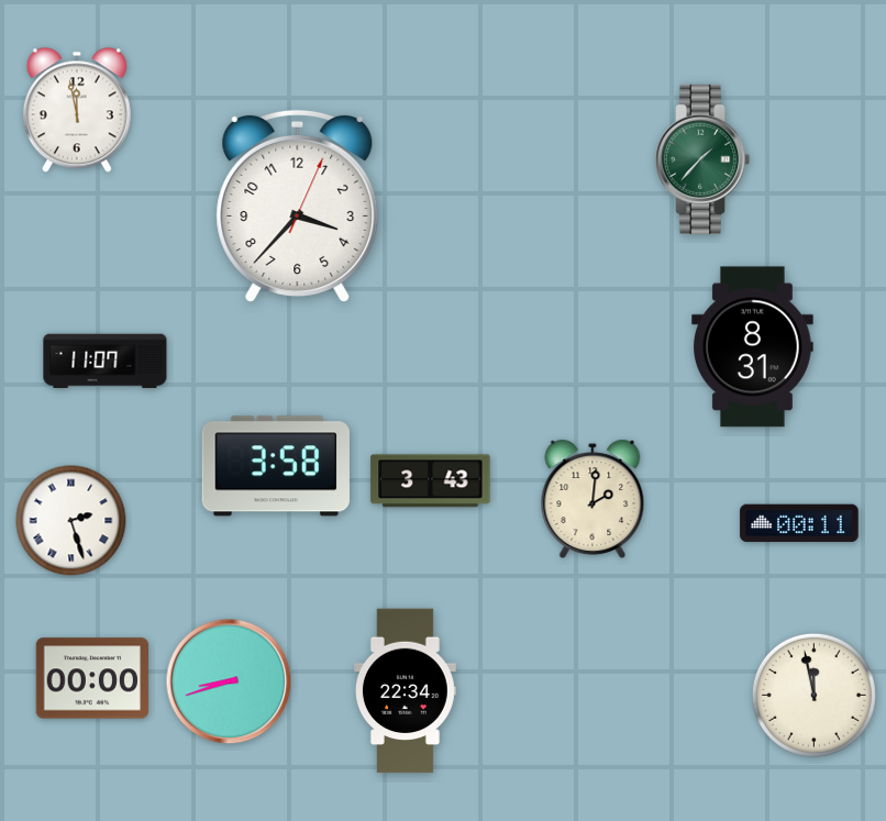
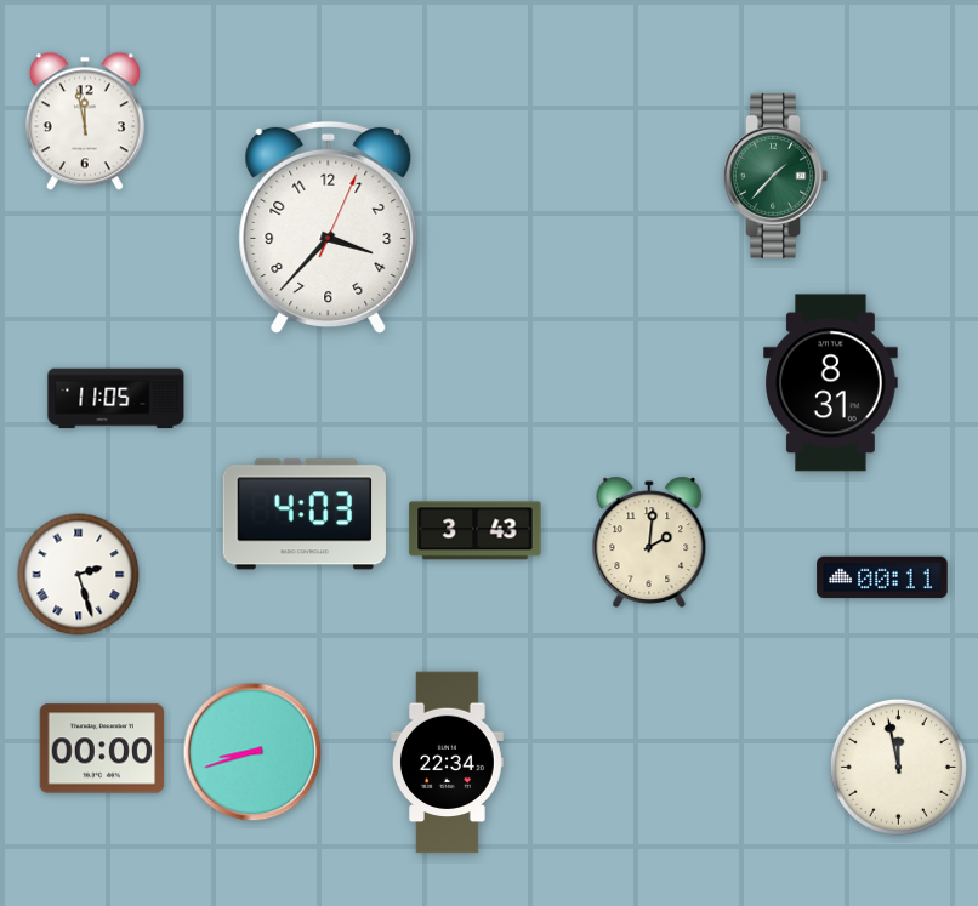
clock at (106, 362): 11:07 -> 11:05
clock at (276, 466): 3:58 -> 4:03
clock at (592, 499) position: (592, 499) -> (649, 542)
